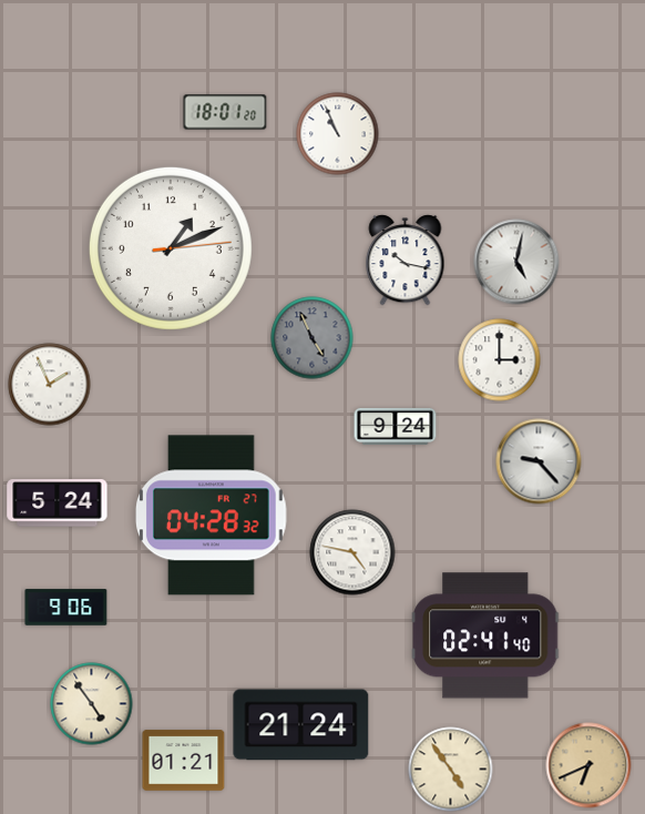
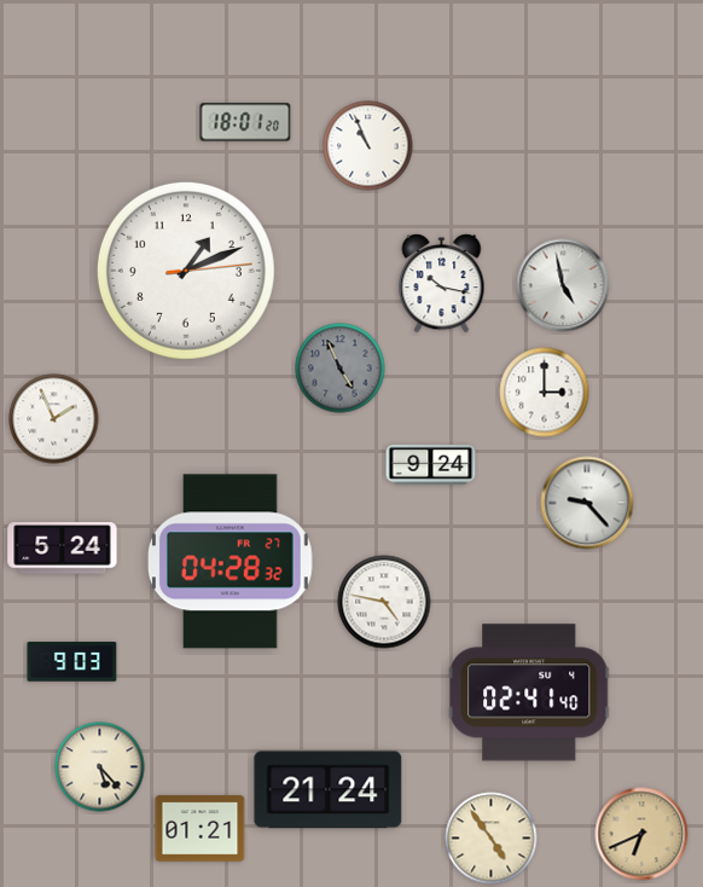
clock at (516, 262): 5:02 -> 4:58
clock at (66, 608): 9:06 -> 9:03
clock at (92, 704): 4:54 -> 5:23
